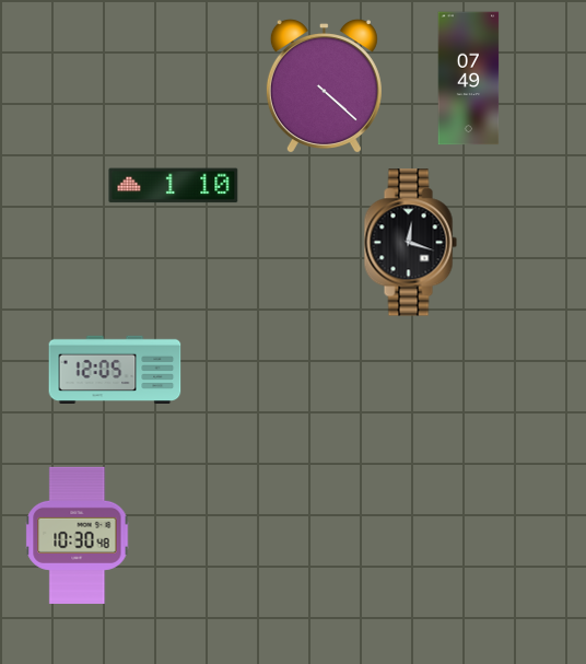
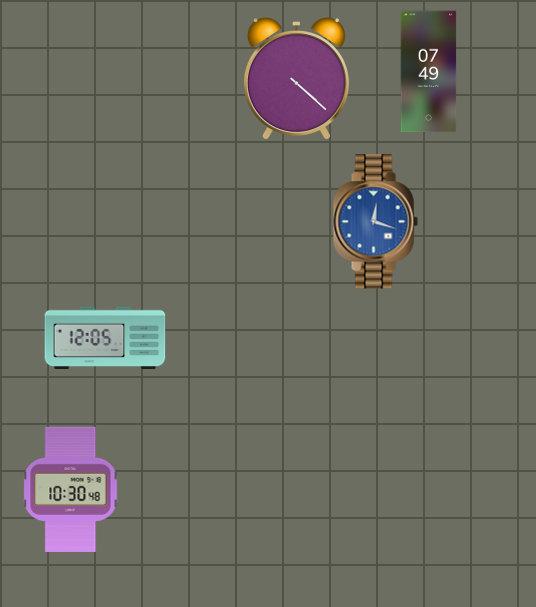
clock at (174, 186): 1:10 -> none
clock at (410, 243) dial: black -> blue
